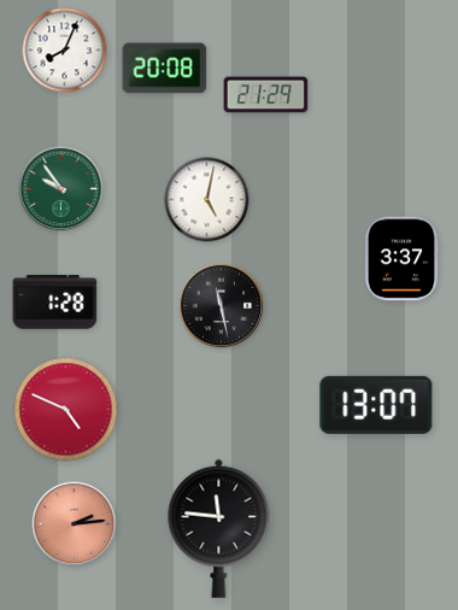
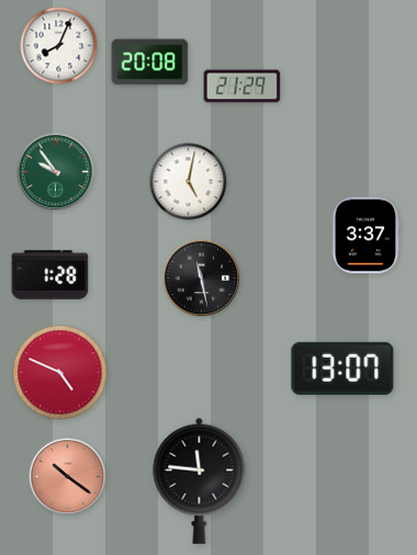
clock at (75, 524): 2:14 -> 10:21
